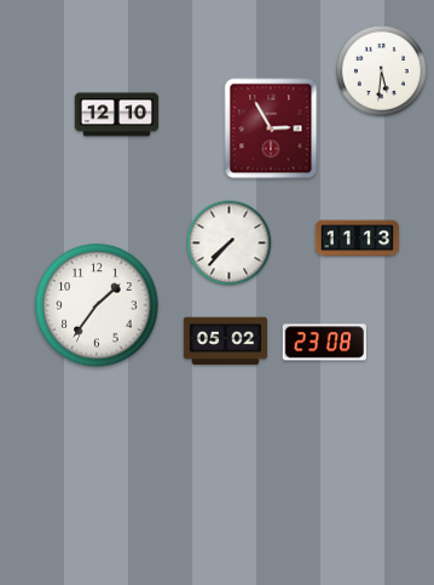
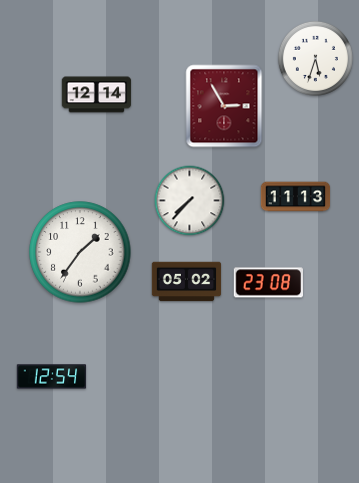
clock at (381, 70): 5:31 -> 5:33
clock at (117, 115): 12:10 -> 12:14
clock at (52, 377): none -> 12:54
